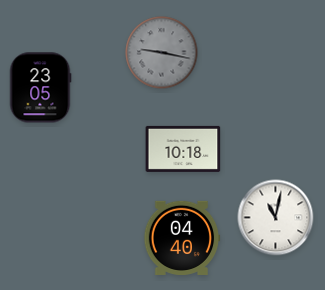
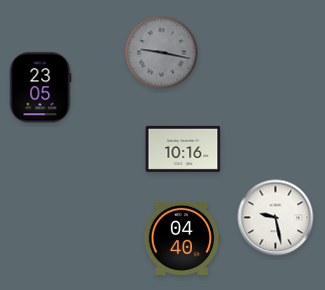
clock at (183, 149): 10:18 -> 10:16
clock at (276, 218): 11:02 -> 9:28
